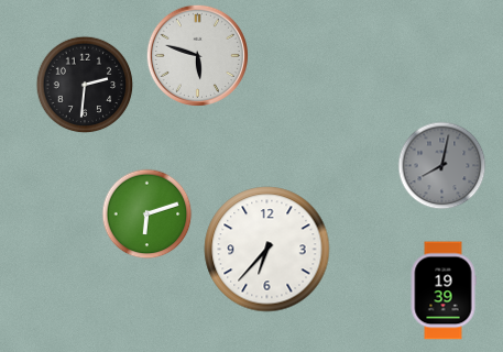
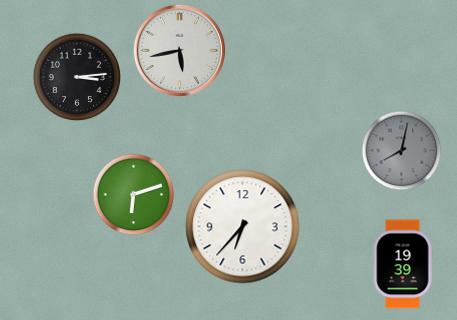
clock at (197, 55): 5:48 -> 5:43
clock at (85, 85): 2:31 -> 3:14
